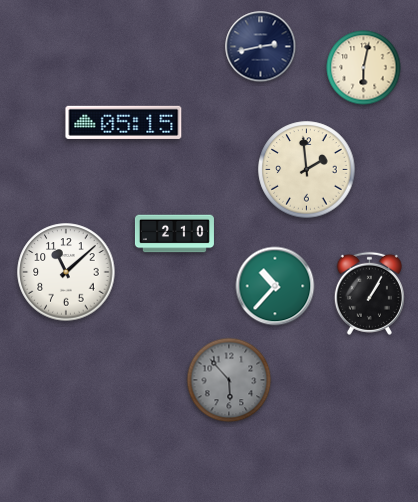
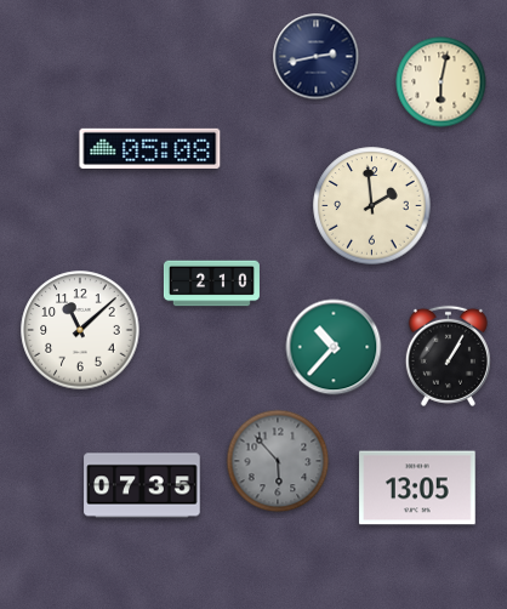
clock at (124, 122): 05:15 -> 05:08
clock at (142, 485): none -> 07:35
clock at (417, 488): none -> 13:05
